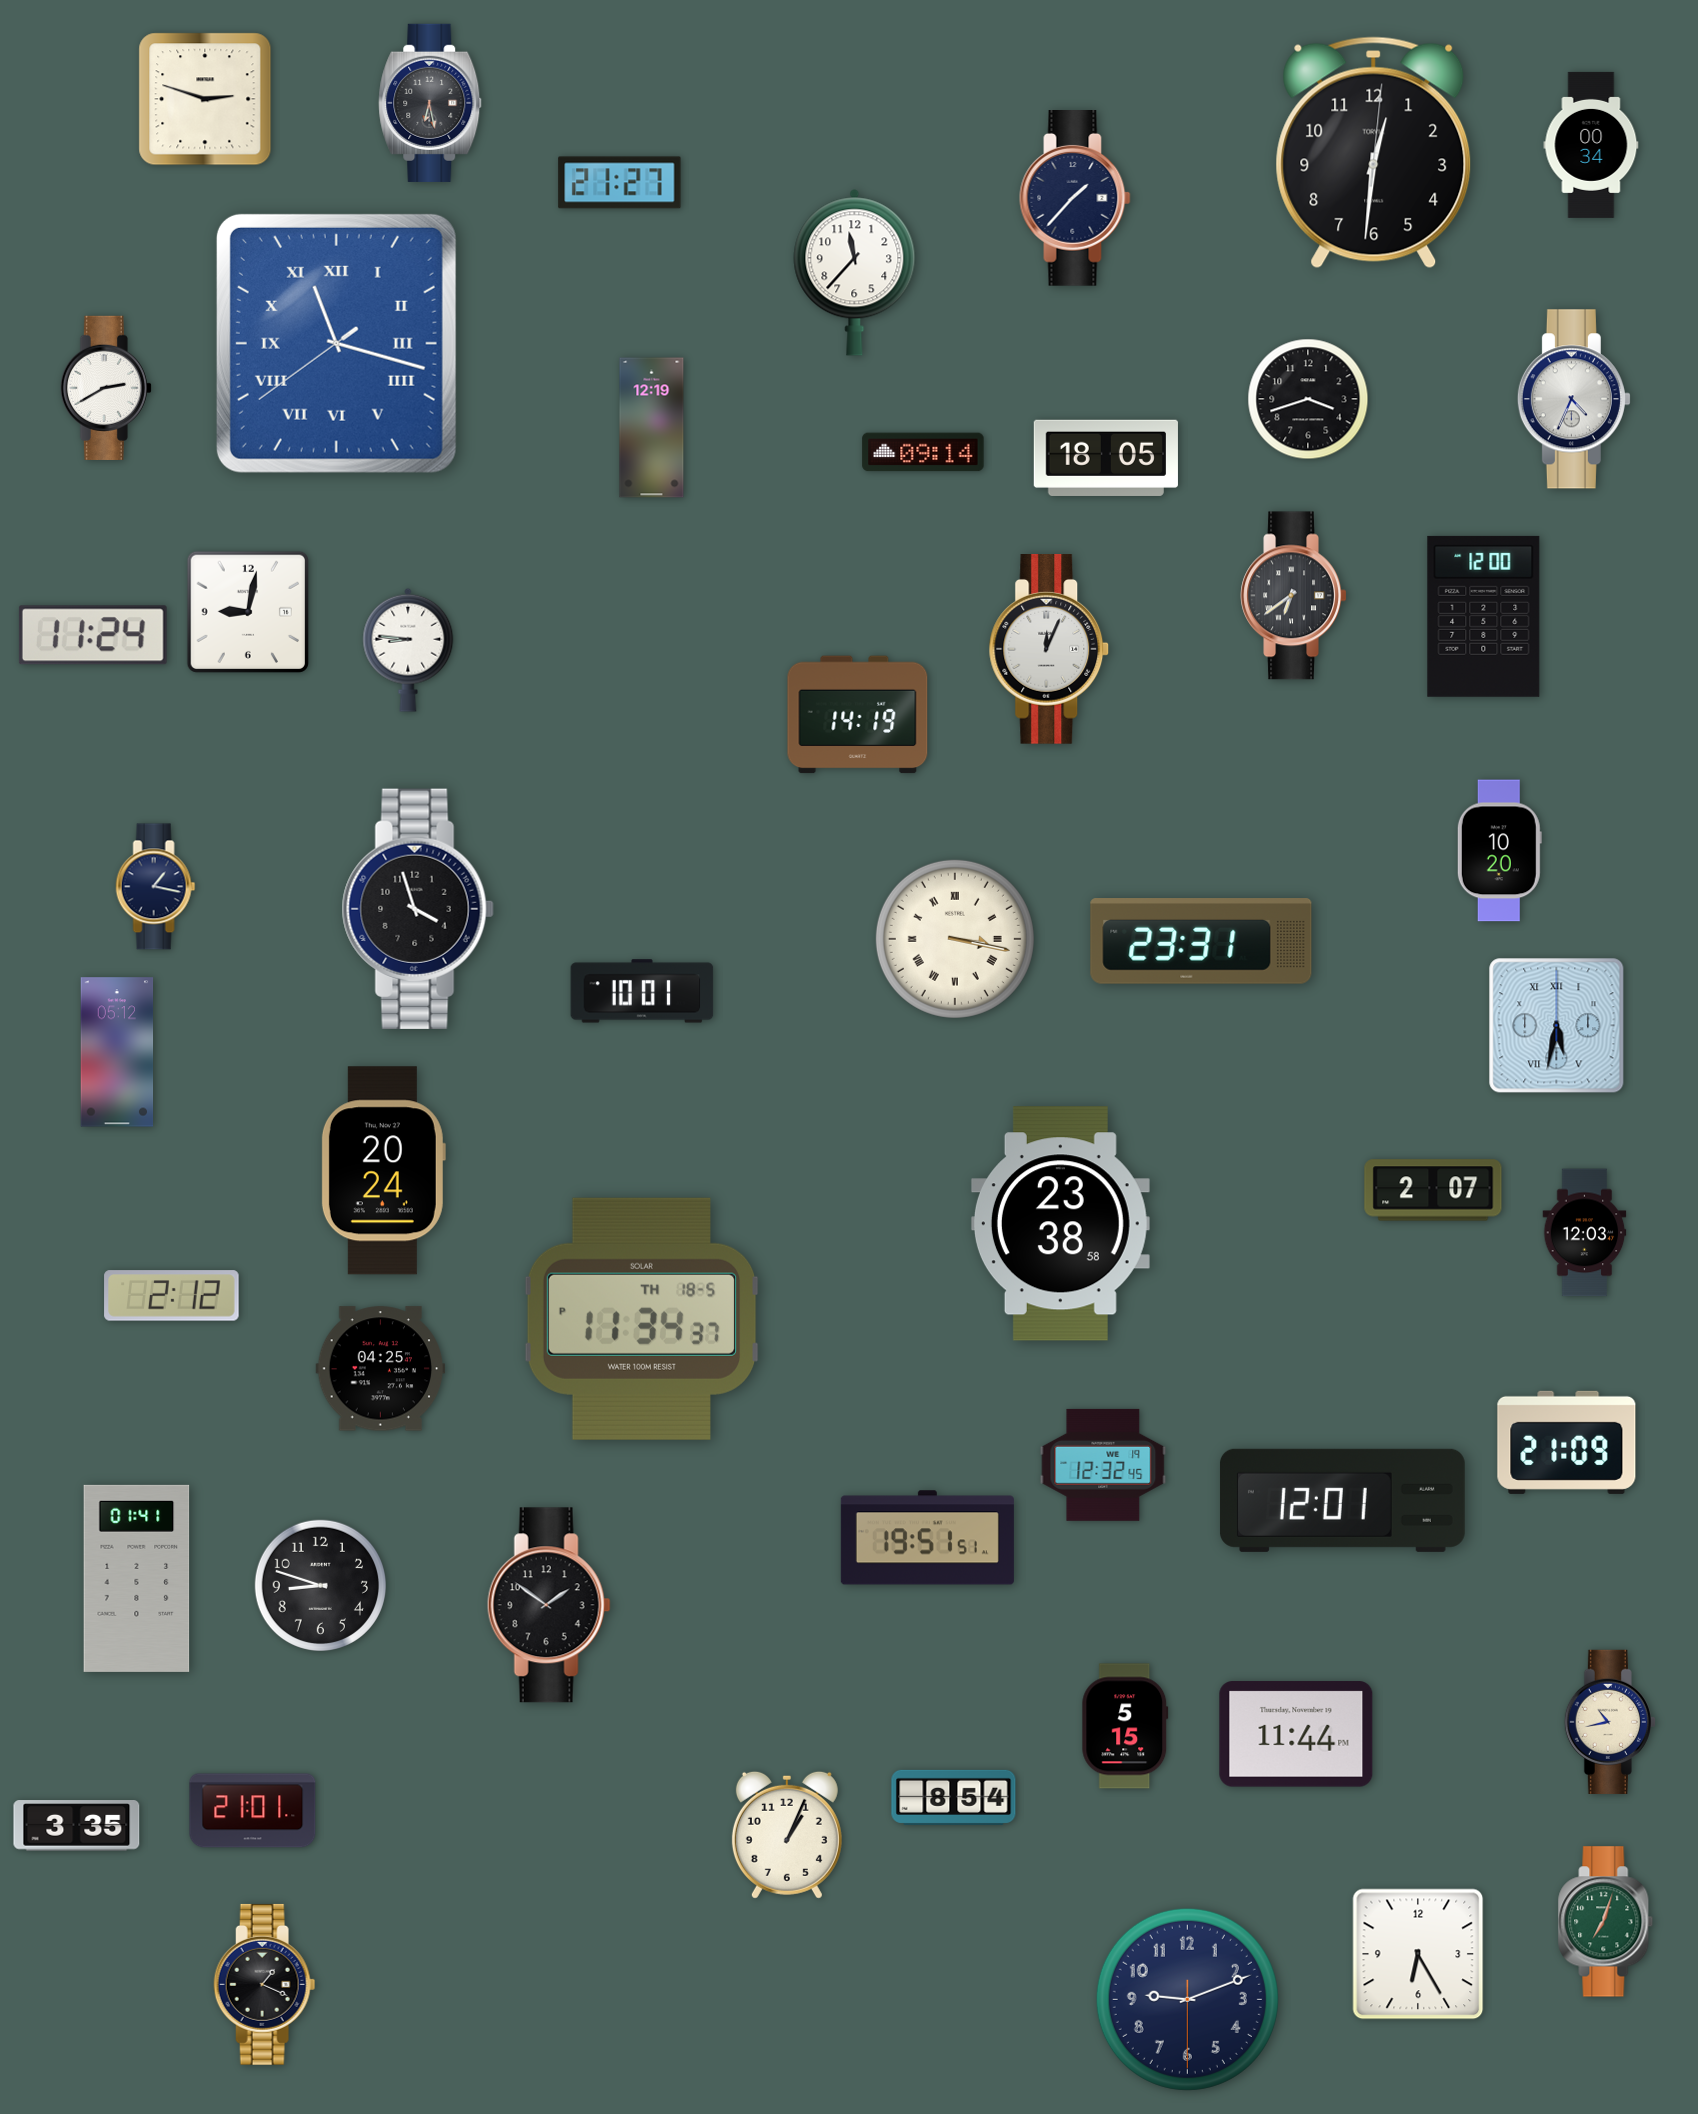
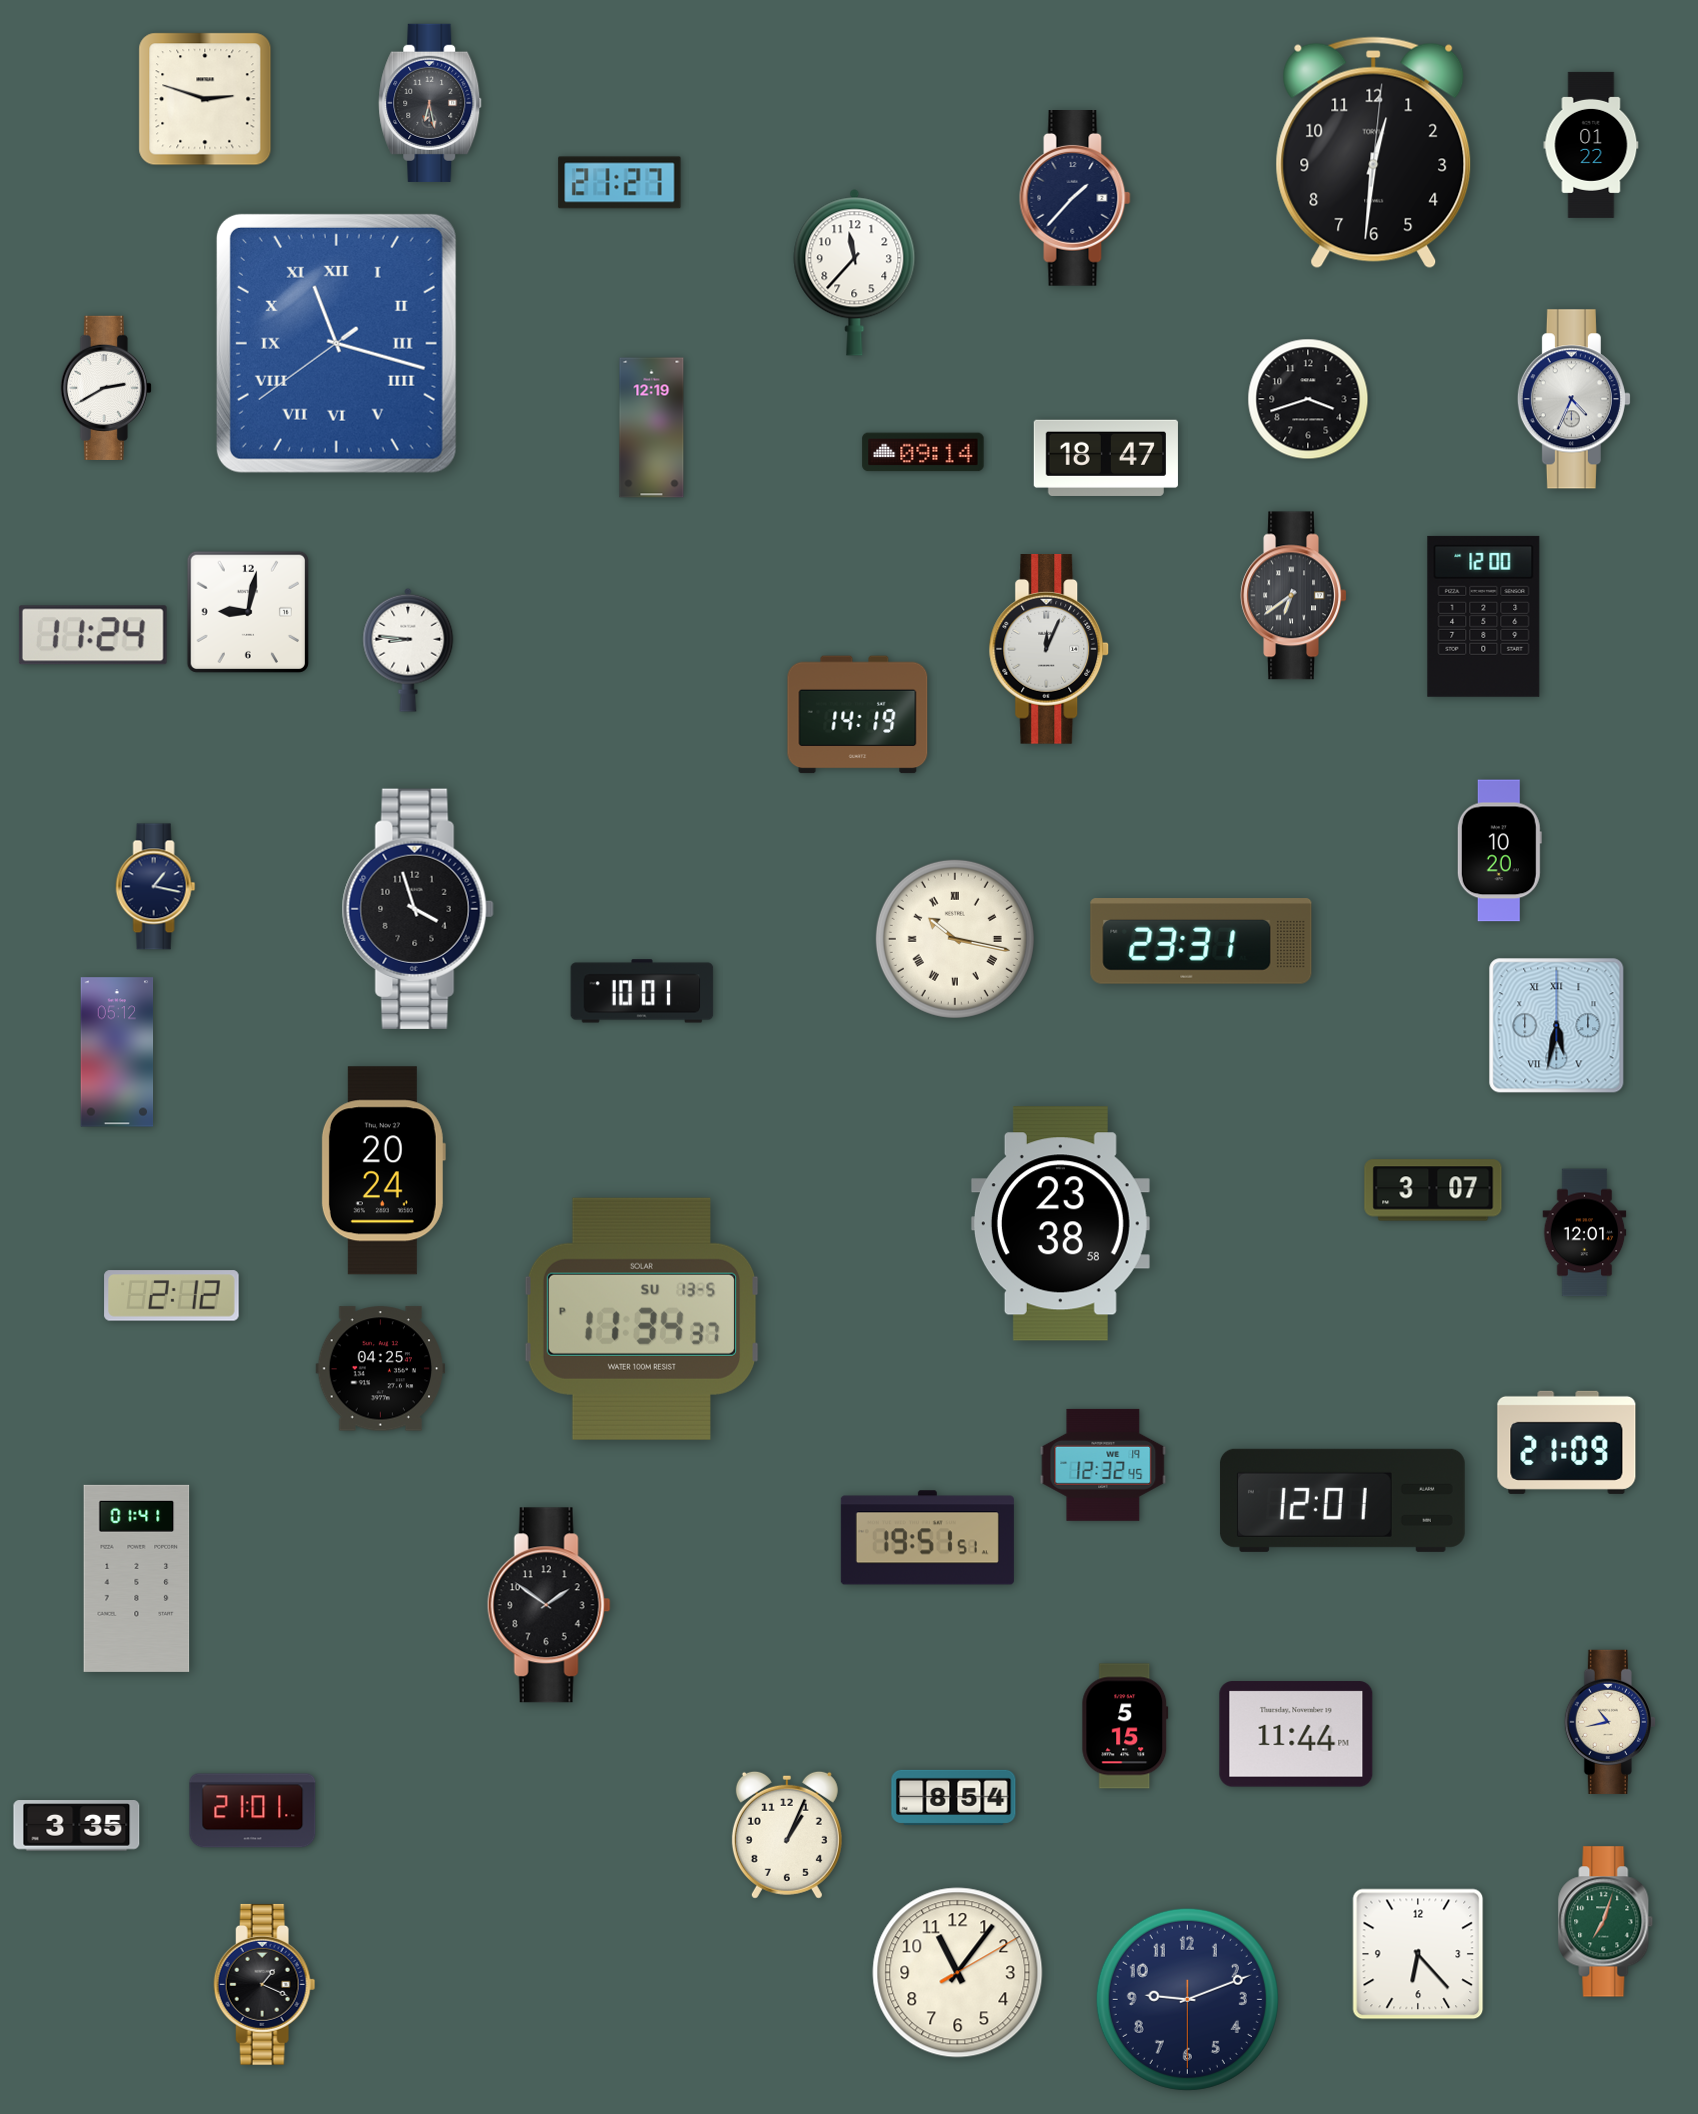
clock at (1591, 145): 00:34 -> 01:22
clock at (1106, 458): 18:05 -> 18:47
clock at (955, 939): 3:17 -> 10:17
clock at (1433, 1190): 2:07 -> 3:07
clock at (1585, 1233): 12:03 -> 12:01
clock at (642, 1319) date: TH 18-5 -> SU 13-5
clock at (320, 1585): 8:48 -> none
clock at (1418, 1954): 6:25 -> 6:23
clock at (958, 1973): none -> 11:06
